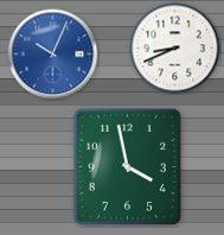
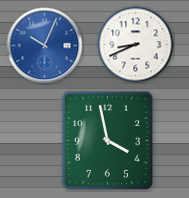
clock at (175, 49) position: (175, 49) -> (136, 45)
